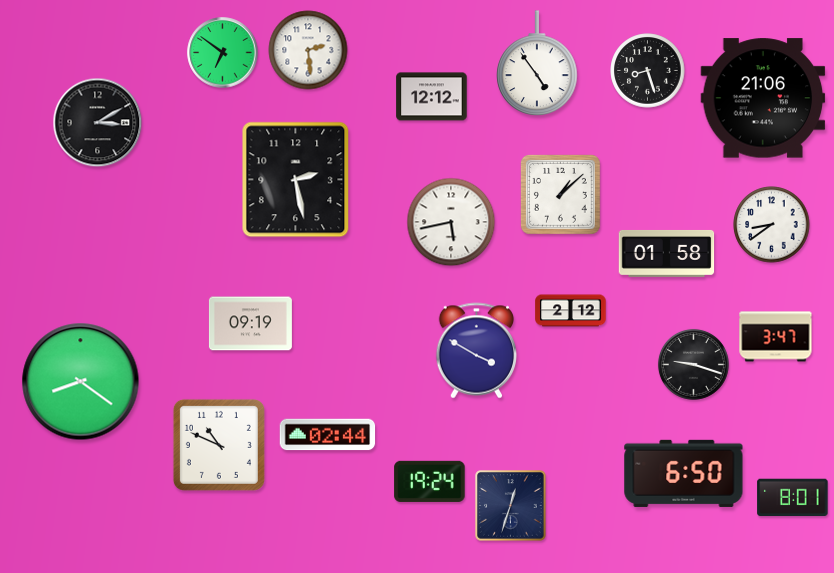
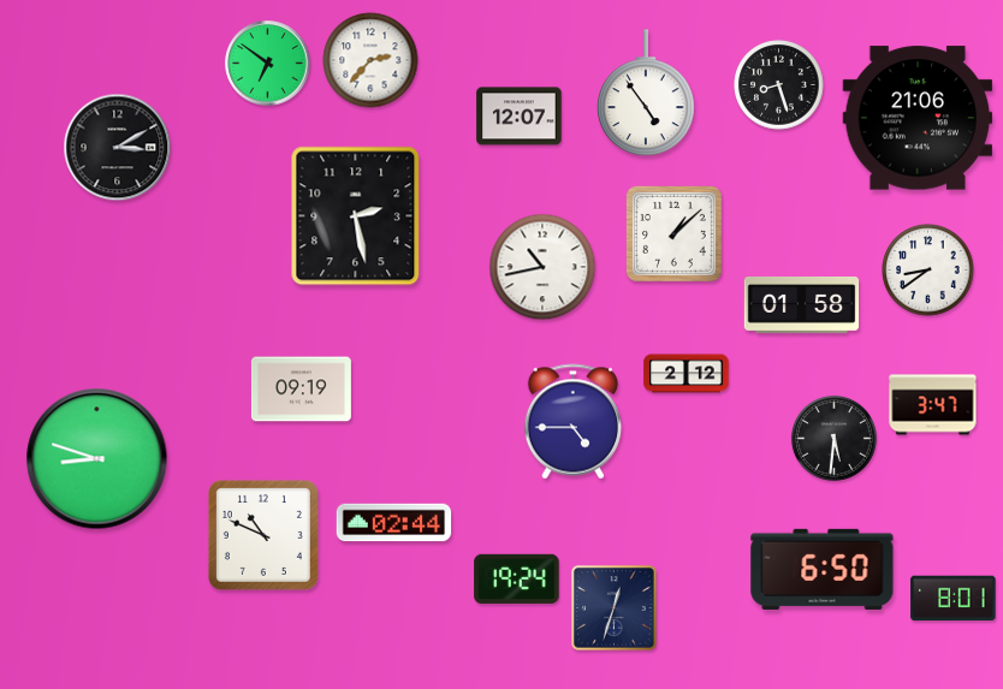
clock at (308, 50): 2:29 -> 2:37
clock at (537, 63) position: (537, 63) -> (646, 93)
clock at (432, 97): 12:12 -> 12:07
clock at (451, 222): 5:43 -> 10:43
clock at (476, 351): 3:50 -> 4:45
clock at (693, 364): 9:18 -> 5:31
clock at (81, 382): 8:21 -> 8:48
